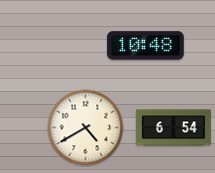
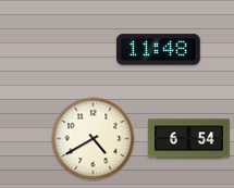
clock at (146, 46): 10:48 -> 11:48
